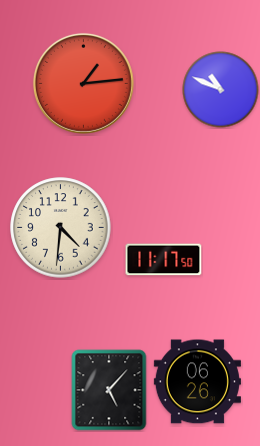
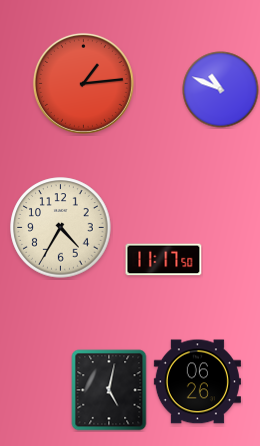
clock at (61, 228): 4:31 -> 4:35
clock at (109, 390): 5:07 -> 5:02
